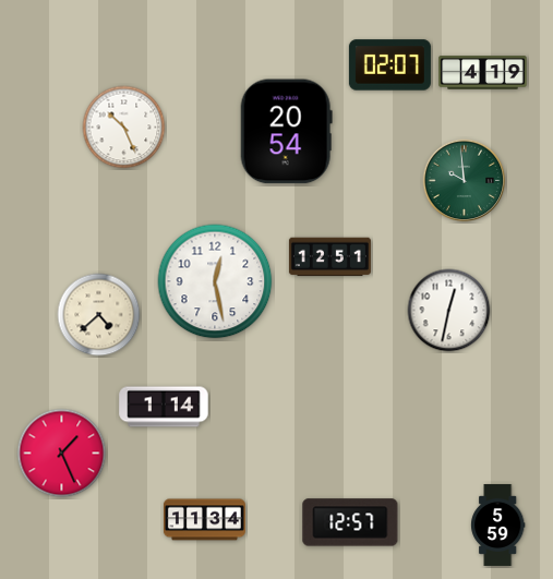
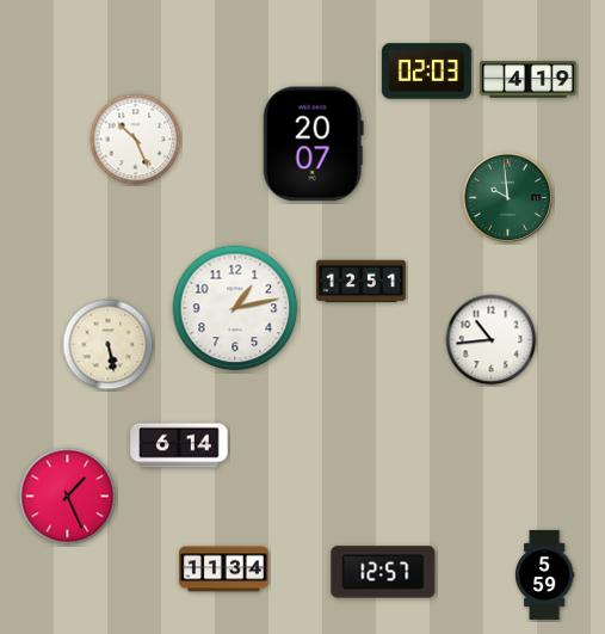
clock at (389, 65): 02:07 -> 02:03
clock at (286, 132): 20:54 -> 20:07
clock at (215, 281): 12:28 -> 1:13
clock at (449, 311): 12:32 -> 10:44
clock at (99, 315): 4:38 -> 5:28
clock at (164, 407): 1:14 -> 6:14
